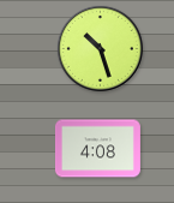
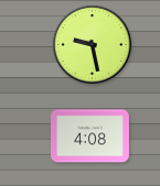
clock at (100, 48): 10:27 -> 9:28
